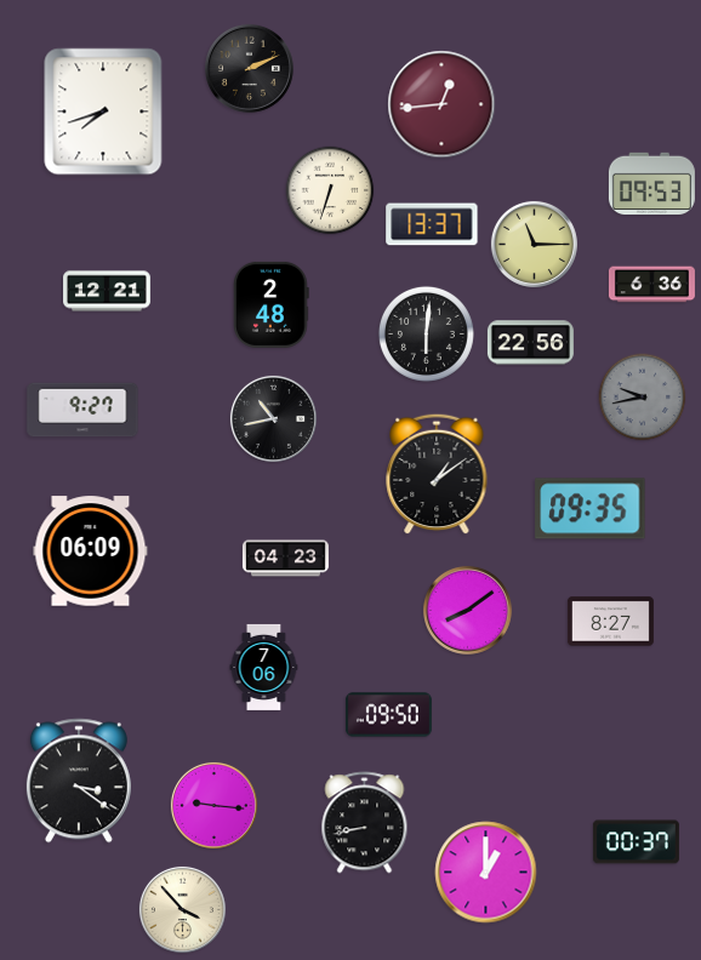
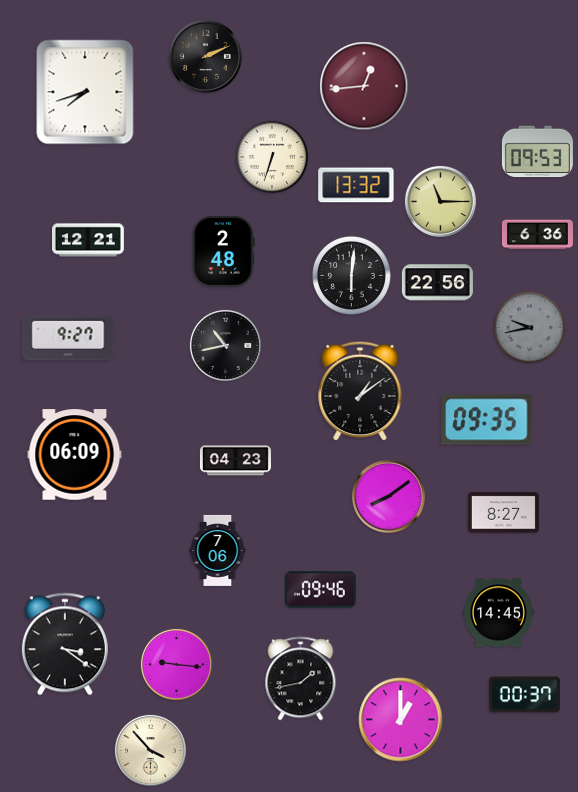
clock at (432, 224): 13:37 -> 13:32
clock at (467, 610) position: (467, 610) -> (388, 496)
clock at (388, 715): 09:50 -> 09:46
clock at (498, 613): none -> 14:45
clock at (365, 823): 8:43 -> 1:43
